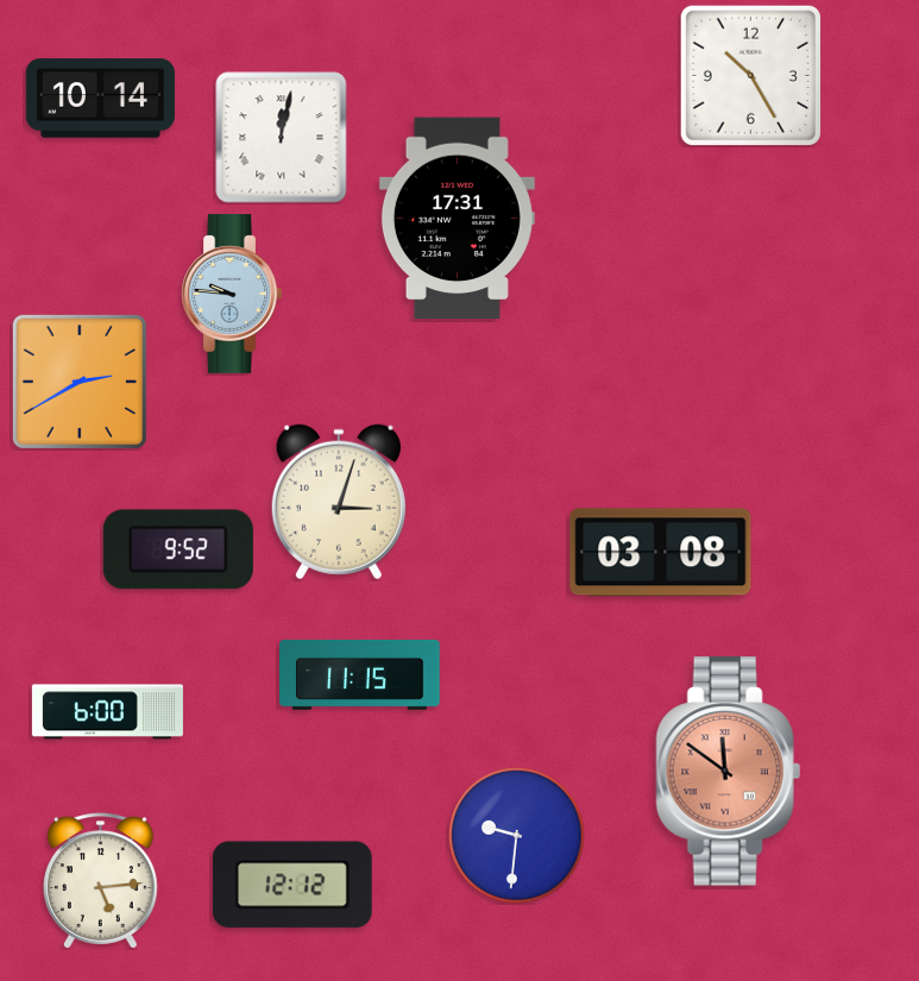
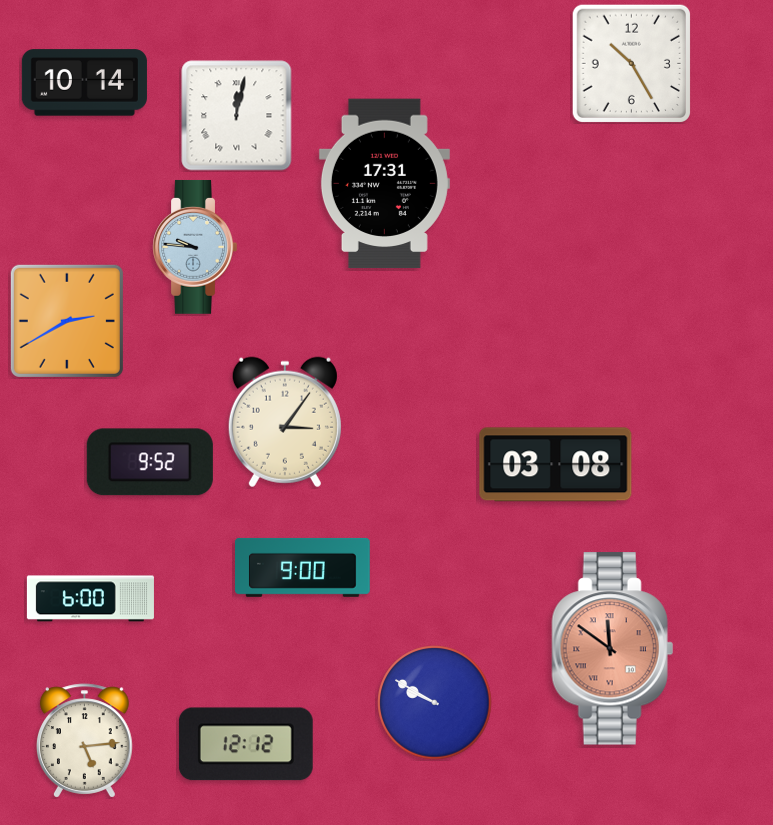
clock at (339, 502): 3:03 -> 3:06
clock at (360, 674): 11:15 -> 9:00
clock at (517, 836): 9:31 -> 9:50
